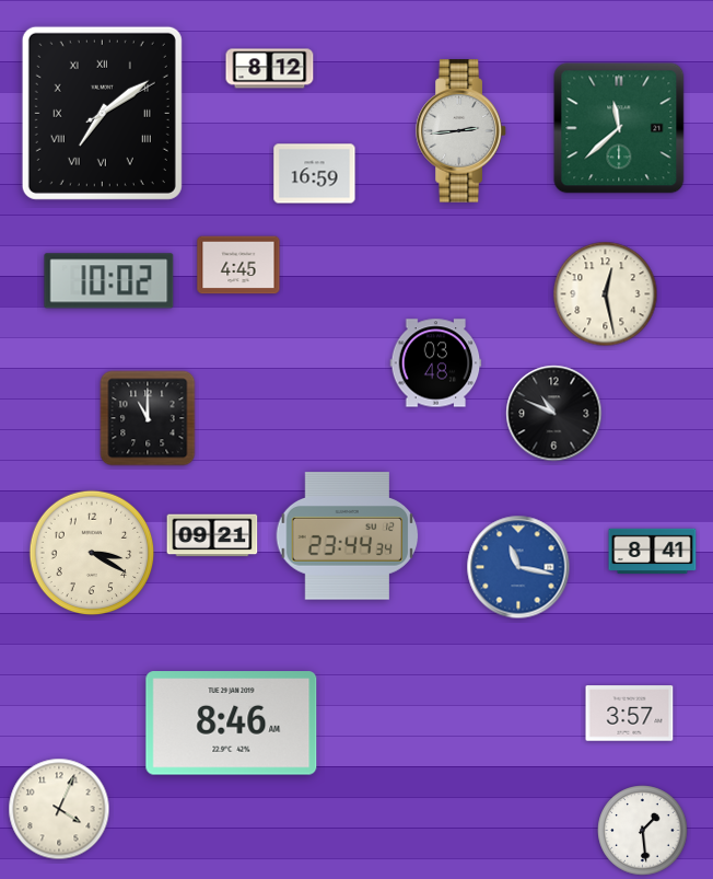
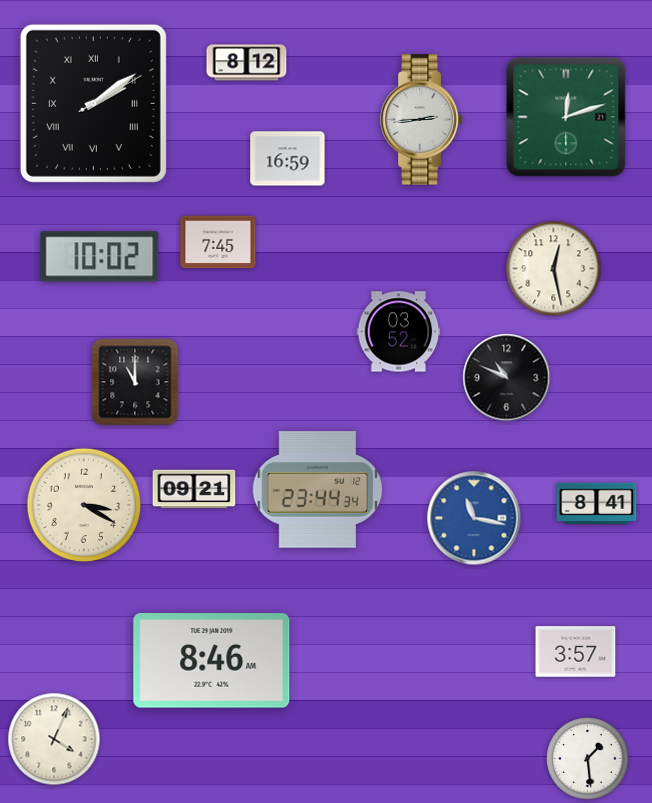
clock at (102, 113): 7:09 -> 2:09
clock at (619, 128): 11:38 -> 12:12
clock at (238, 265): 4:45 -> 7:45
clock at (436, 363): 03:48 -> 03:52
